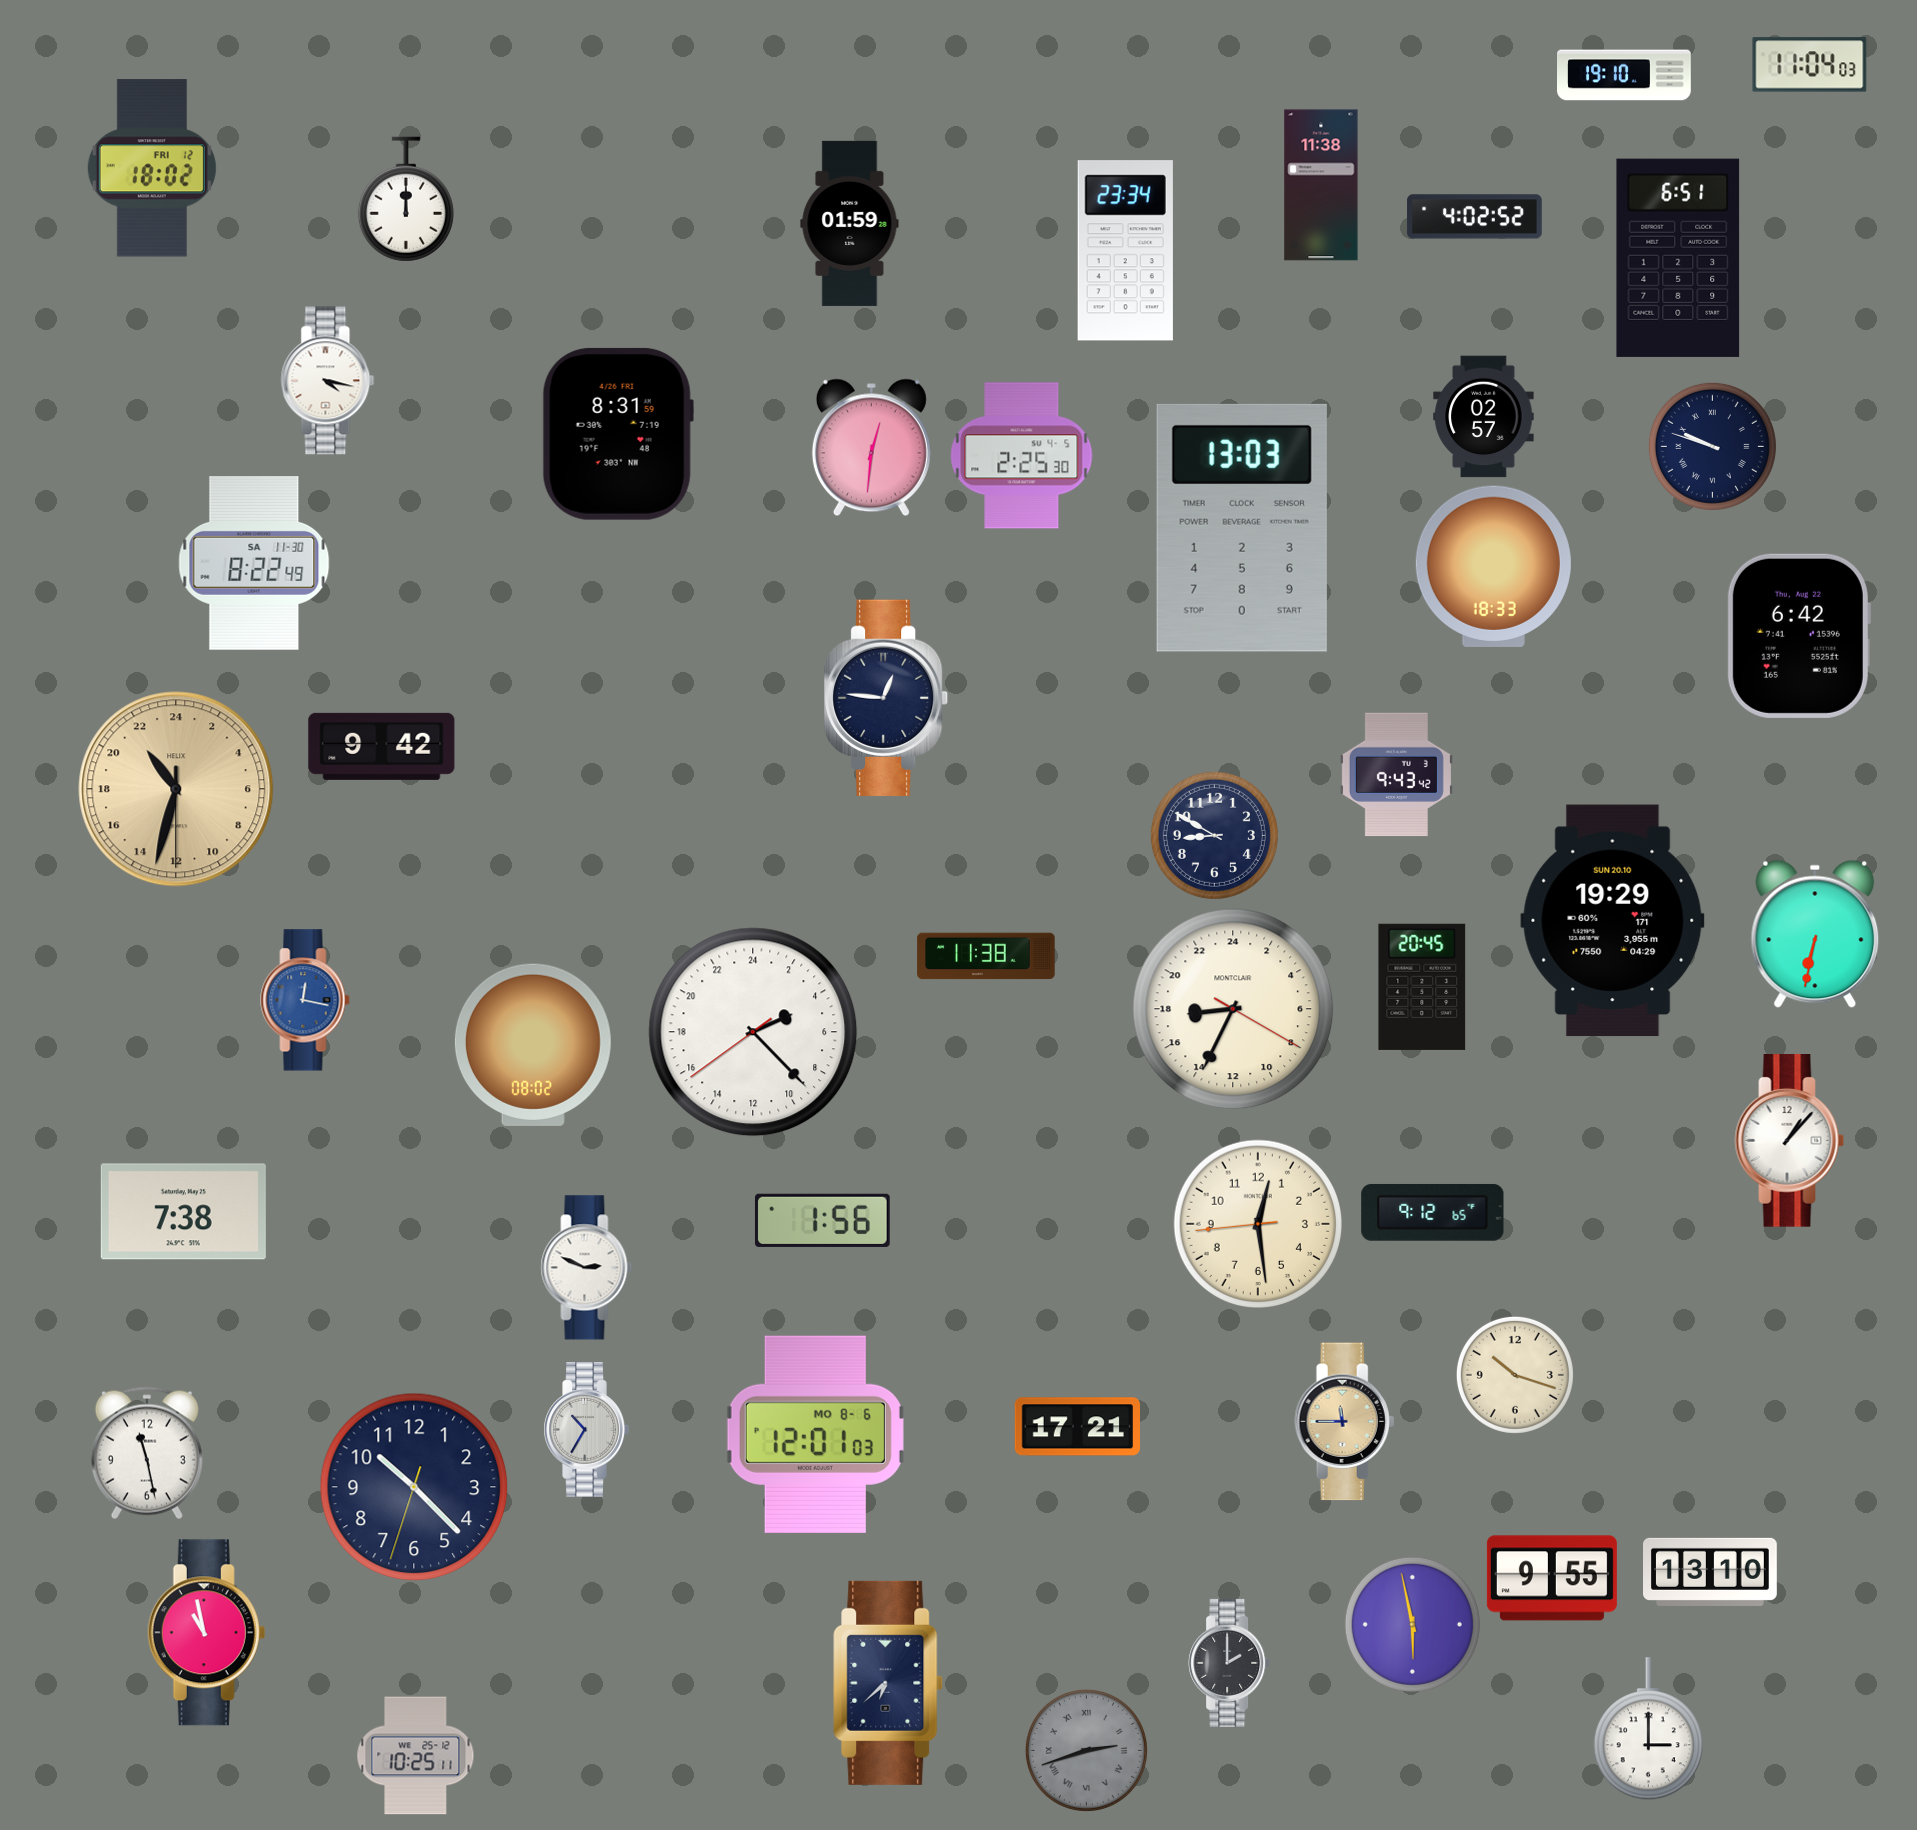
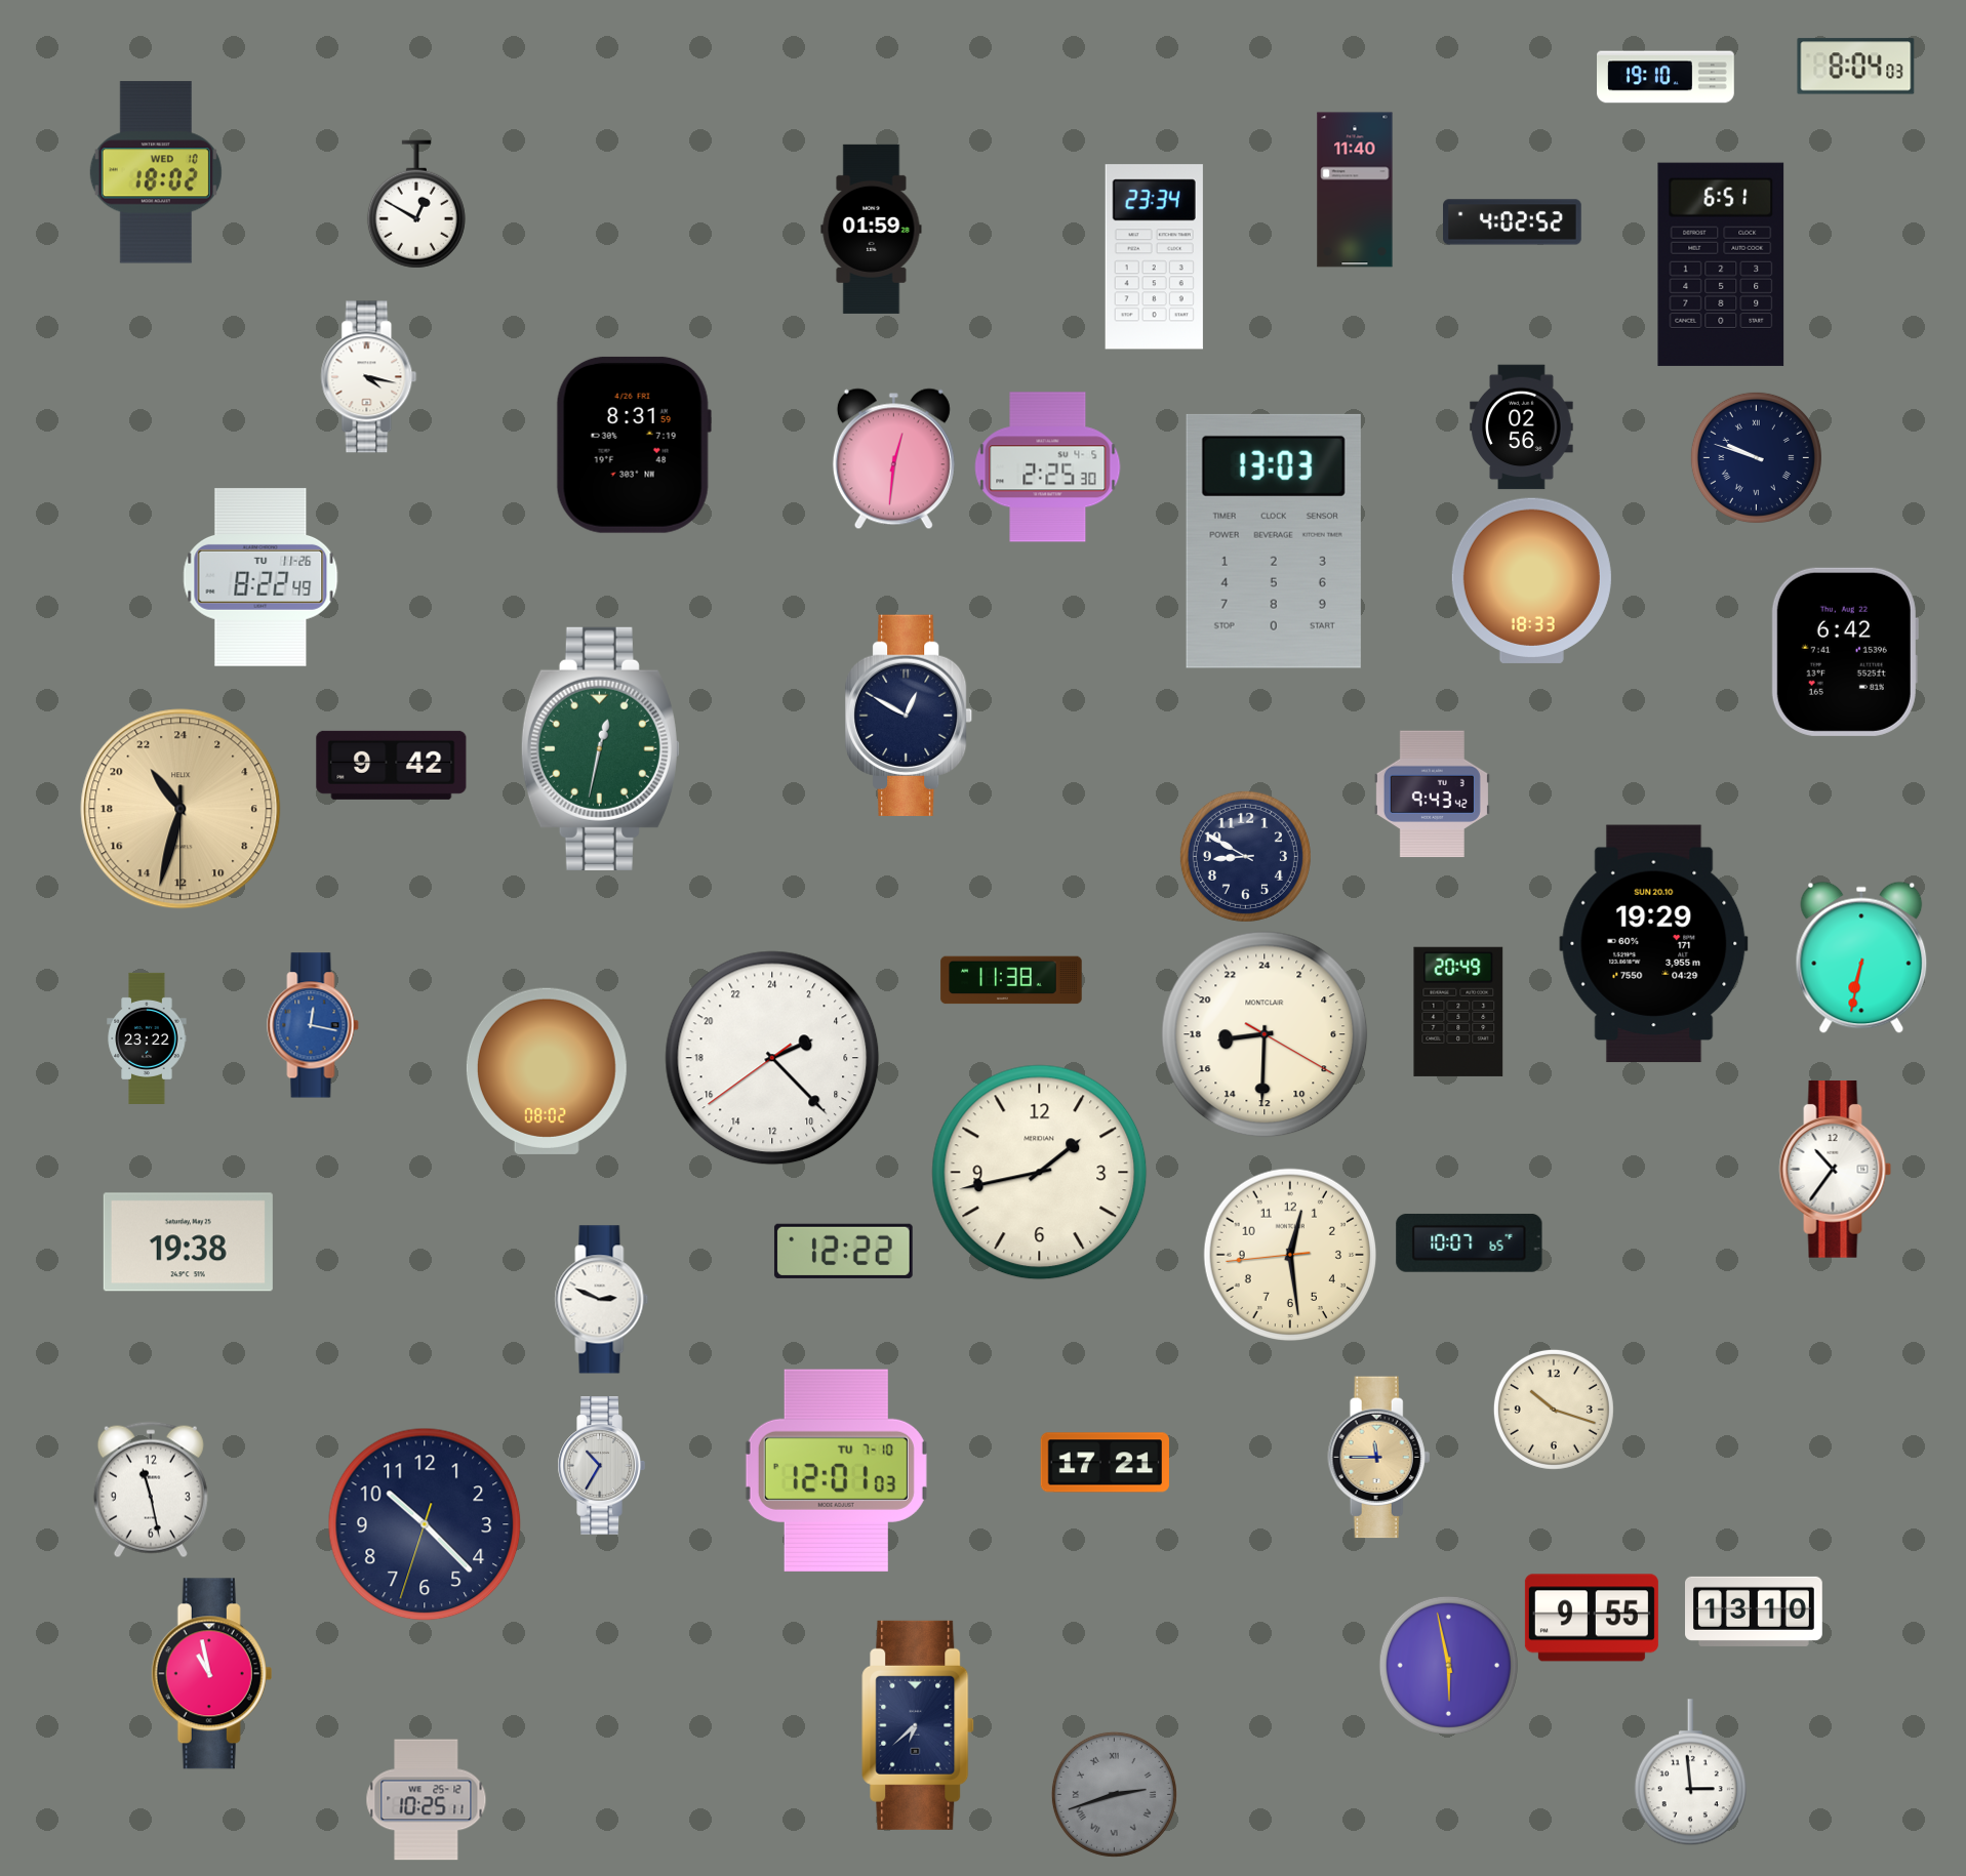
clock at (1810, 65): 11:04 -> 8:04
clock at (152, 168) date: FRI 12 -> WED 10
clock at (1321, 185): 11:38 -> 11:40
clock at (406, 199): 12:00 -> 12:50
clock at (328, 381) position: (328, 381) -> (369, 377)
clock at (1484, 417): 02:57 -> 02:56
clock at (254, 563) date: SA 11-30 -> TU 11-26
clock at (887, 697): 12:46 -> 12:50
clock at (600, 748): none -> 12:32
clock at (1422, 987): 20:45 -> 20:49
clock at (1233, 1009): 17:34 -> 17:30
clock at (147, 1038): none -> 23:22
clock at (1790, 1141): 1:07 -> 10:36
clock at (1040, 1173): none -> 1:43
clock at (183, 1212): 7:38 -> 19:38
clock at (1433, 1212): 9:12 -> 10:07
clock at (822, 1220): 1:56 -> 12:22
clock at (815, 1434) date: MO 8-6 -> TU 7-10
clock at (1229, 1663): 2:00 -> none
clock at (888, 1683) position: (888, 1683) -> (918, 1725)
clock at (1648, 1729): 3:00 -> 2:59
